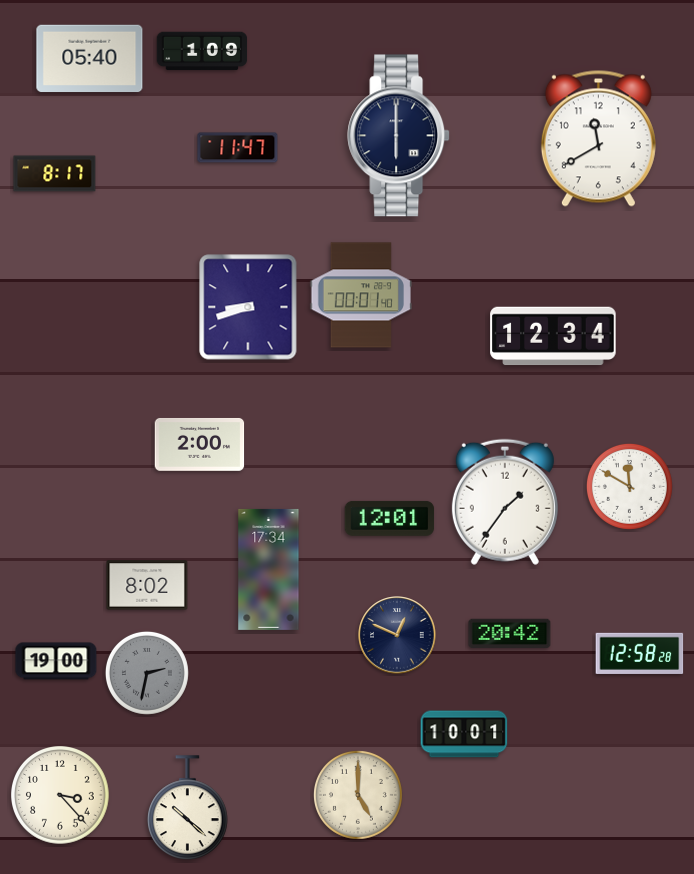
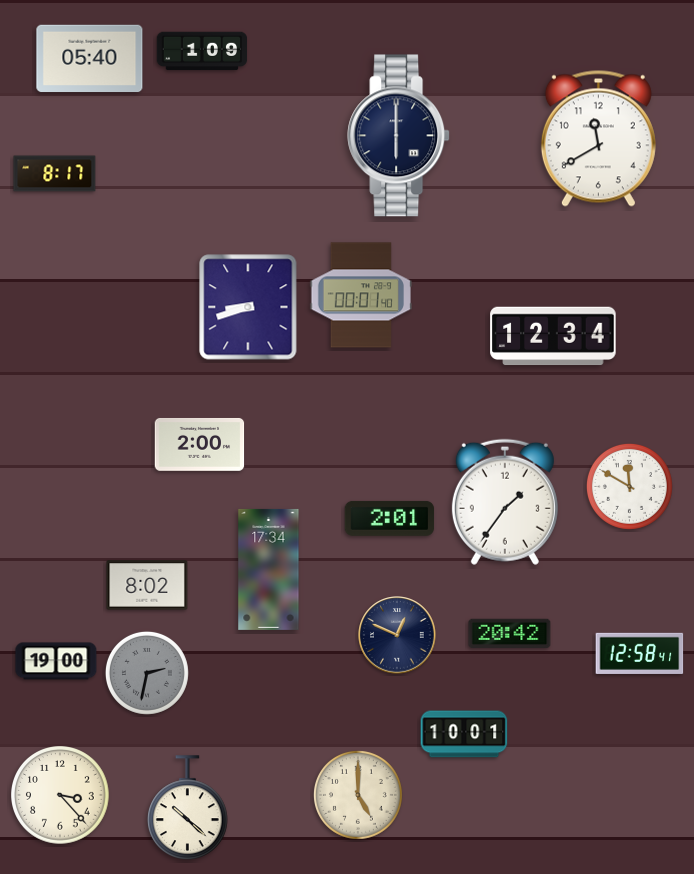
clock at (238, 148): 11:47 -> none
clock at (390, 518): 12:01 -> 2:01
clock at (640, 653): 12:58:28 -> 12:58:41
